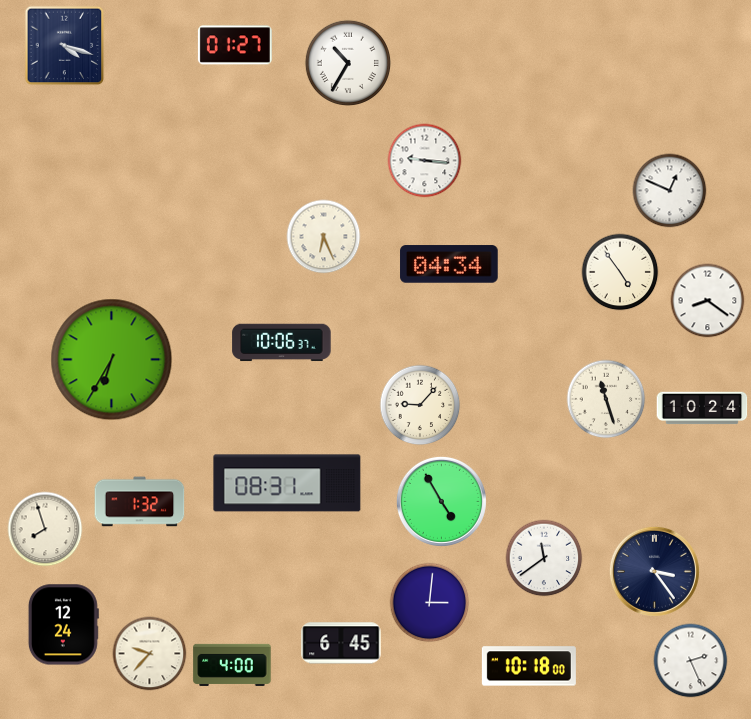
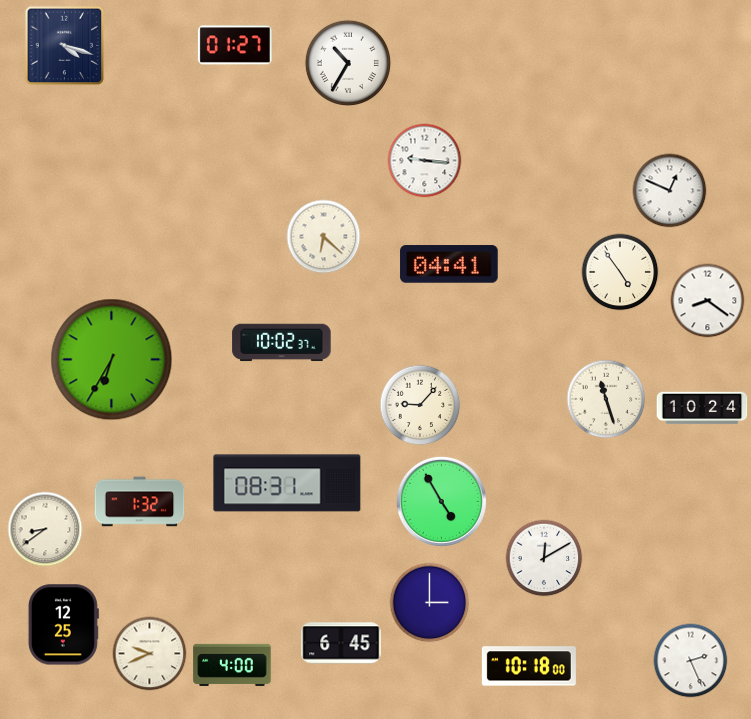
clock at (324, 237): 6:26 -> 6:22
clock at (449, 264): 04:34 -> 04:41
clock at (282, 343): 10:06 -> 10:02
clock at (45, 529): 7:57 -> 8:39
clock at (544, 558): 11:39 -> 12:10
clock at (654, 571): 3:24 -> none
clock at (430, 603): 3:01 -> 3:00
clock at (63, 625): 12:24 -> 12:25
clock at (150, 654): 9:37 -> 9:41
